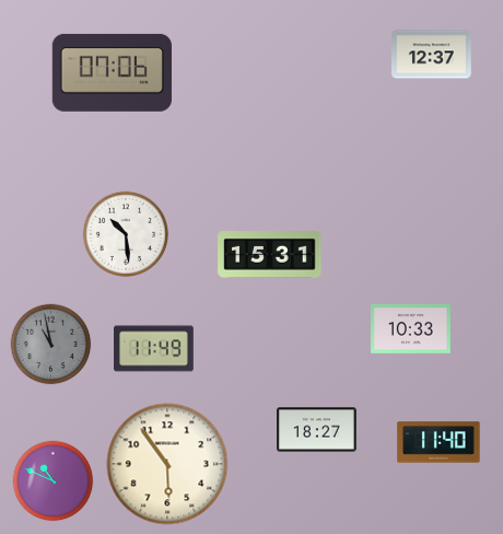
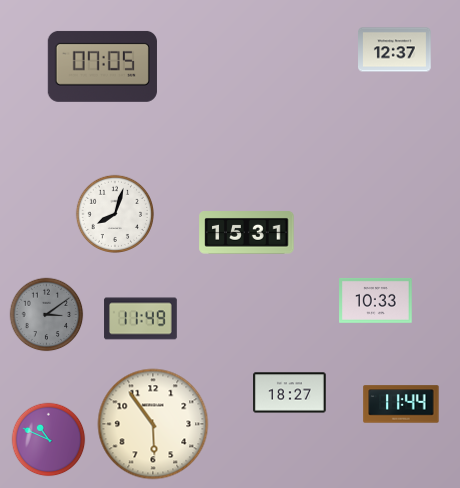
clock at (112, 72): 07:06 -> 07:05
clock at (125, 233): 10:29 -> 8:03
clock at (51, 345): 10:58 -> 3:09
clock at (438, 442): 11:40 -> 11:44
